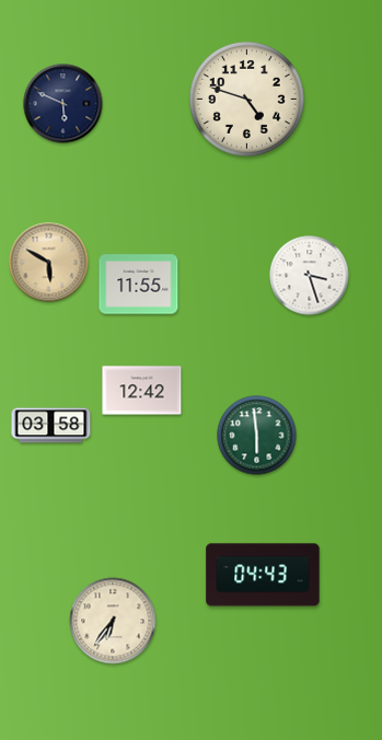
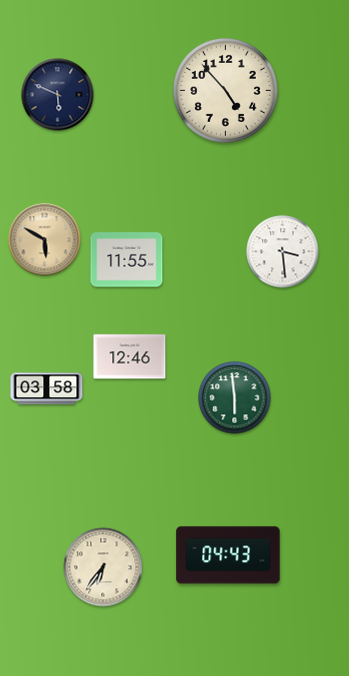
clock at (246, 99): 4:48 -> 4:53
clock at (310, 276): 3:27 -> 3:29
clock at (142, 391): 12:42 -> 12:46
clock at (263, 575) position: (263, 575) -> (228, 555)
